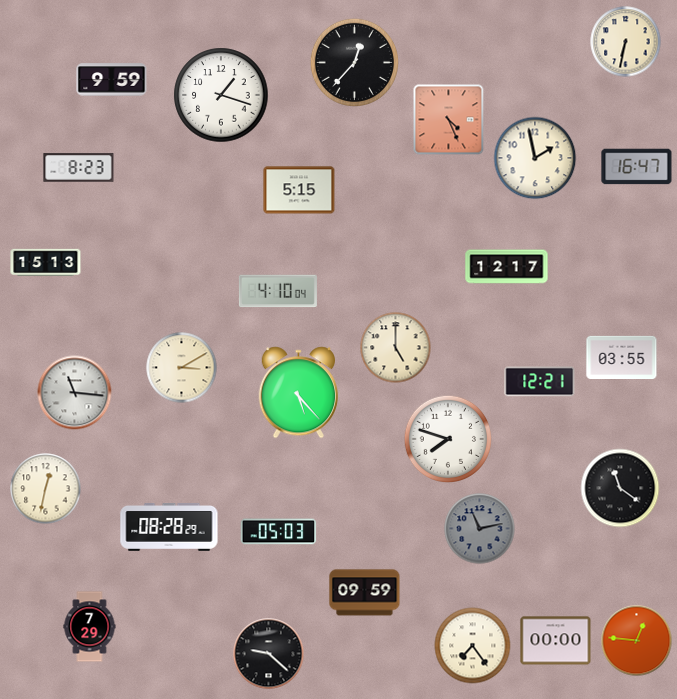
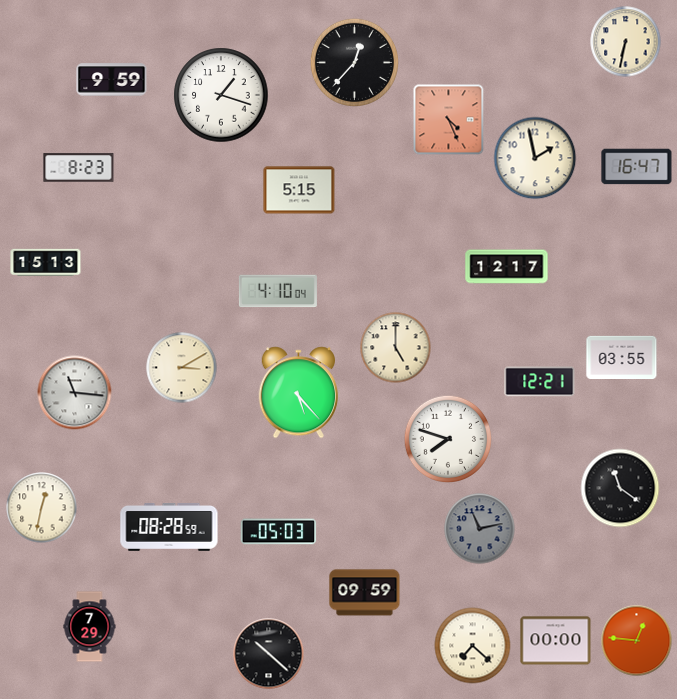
clock at (46, 489) position: (46, 489) -> (42, 508)
clock at (169, 527): 08:28:29 -> 08:28:59
clock at (473, 646): 7:24 -> 7:22
clock at (269, 654): 9:22 -> 10:22
